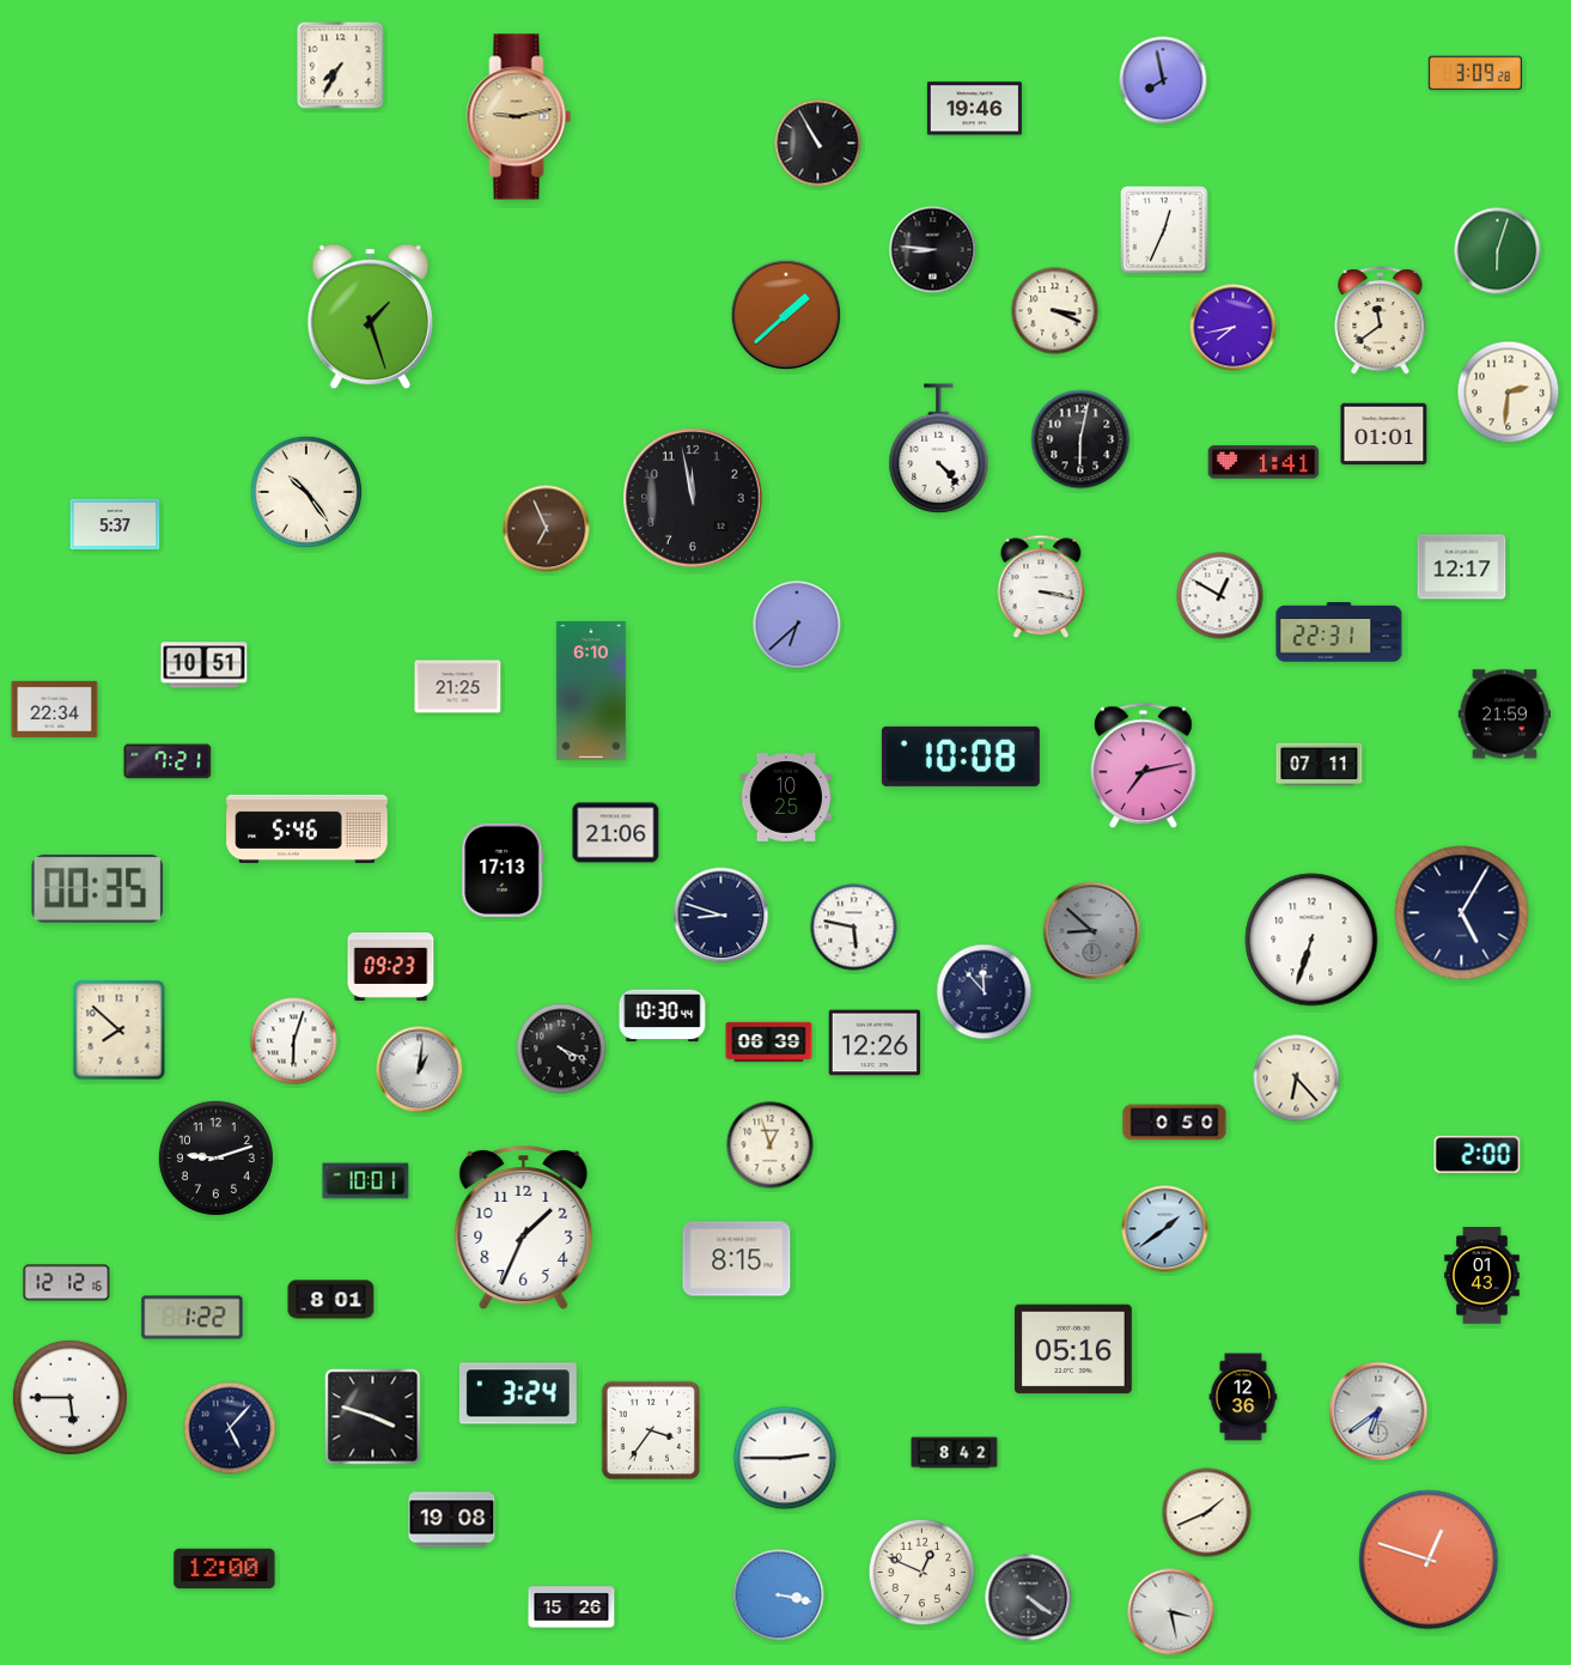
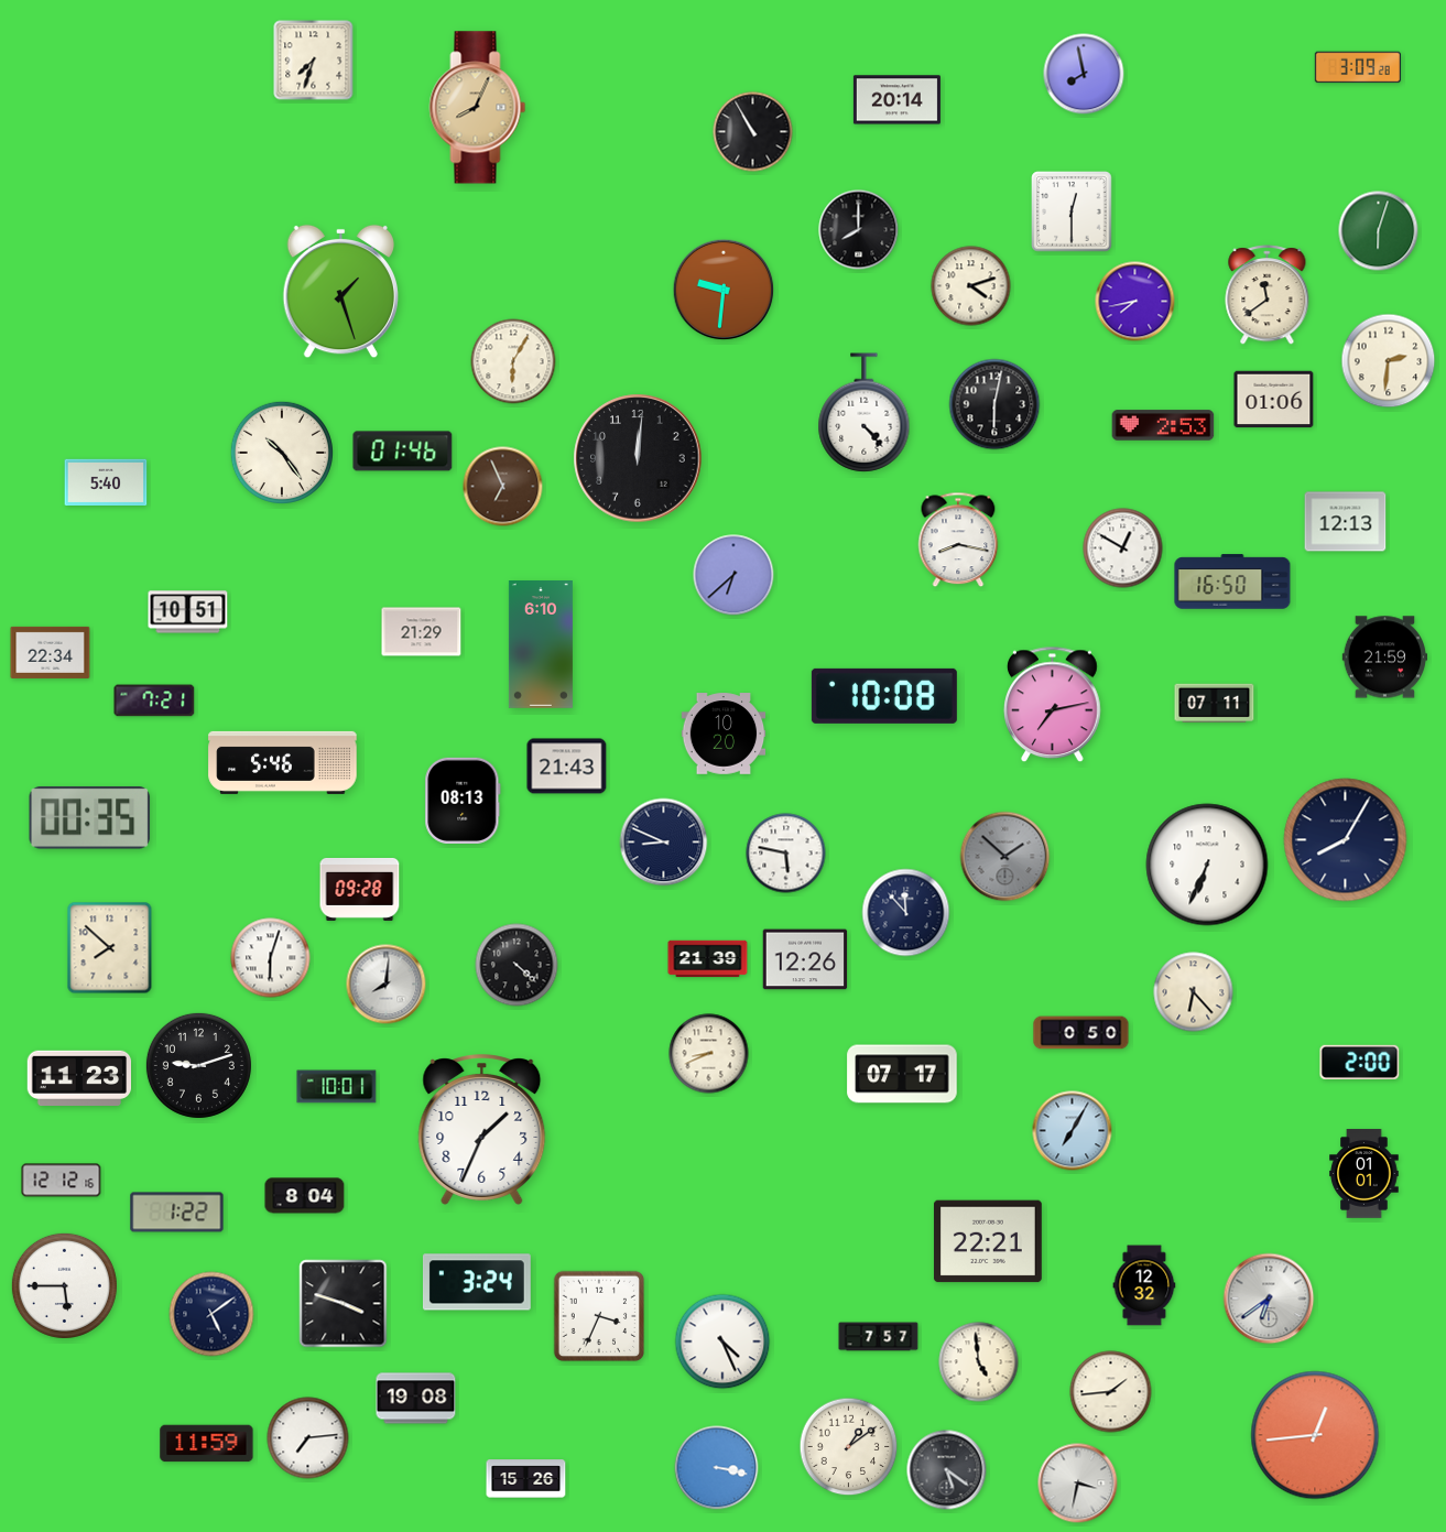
clock at (341, 66): 7:35 -> 7:33
clock at (1163, 80) position: (1163, 80) -> (1084, 74)
clock at (974, 109): 19:46 -> 20:14
clock at (519, 117): 9:13 -> 8:04
clock at (1164, 230): 12:34 -> 12:30
clock at (933, 250): 8:46 -> 8:00
clock at (1055, 311): 3:19 -> 4:12
clock at (786, 315): 1:38 -> 9:31
clock at (1381, 321) position: (1381, 321) -> (1268, 295)
clock at (513, 361): none -> 6:05
clock at (1384, 435): 01:01 -> 01:06
clock at (1264, 462): 1:41 -> 2:53
clock at (403, 452): none -> 01:46
clock at (693, 498): 11:58 -> 12:01
clock at (115, 524): 5:37 -> 5:40
clock at (1462, 567): 12:17 -> 12:13
clock at (1041, 587): 3:17 -> 8:17
clock at (1339, 632): 22:31 -> 16:50
clock at (458, 687): 21:25 -> 21:29
clock at (591, 692) position: (591, 692) -> (541, 645)
clock at (786, 797): 10:25 -> 10:20
clock at (616, 833): 21:06 -> 21:43
clock at (503, 870): 17:13 -> 08:13
clock at (1462, 913): 5:05 -> 8:05
clock at (721, 916): 8:48 -> 8:49
clock at (1092, 931): 8:52 -> 1:52
clock at (1311, 940): 6:33 -> 6:34
clock at (391, 966): 09:23 -> 09:28
clock at (663, 1016): 10:30 -> none
clock at (769, 1043): 06:39 -> 21:39
clock at (561, 1049): 4:19 -> 4:22
clock at (420, 1070): 1:01 -> 8:01
clock at (771, 1146): 12:57 -> 8:41
clock at (902, 1074): none -> 07:17
clock at (79, 1077): none -> 11:23
clock at (1165, 1229): 1:39 -> 7:05
clock at (737, 1259): 8:15 -> none
clock at (1482, 1276): 01:43 -> 01:01
clock at (331, 1300): 8:01 -> 8:04
clock at (1073, 1349): 05:16 -> 22:21
clock at (1243, 1397): 12:36 -> 12:32
clock at (230, 1428): 5:07 -> 5:09
clock at (651, 1430): 3:36 -> 3:34
clock at (955, 1453): 8:42 -> 7:57
clock at (785, 1458): 2:45 -> 4:26
clock at (979, 1362): none -> 4:59
clock at (1207, 1513): 1:41 -> 1:44
clock at (1429, 1560): 12:48 -> 12:44
clock at (308, 1438): none -> 7:14
clock at (225, 1569): 12:00 -> 11:59
clock at (922, 1573): 12:49 -> 1:09
clock at (1029, 1598): 4:21 -> 5:21
clock at (1171, 1612): 3:28 -> 3:32
